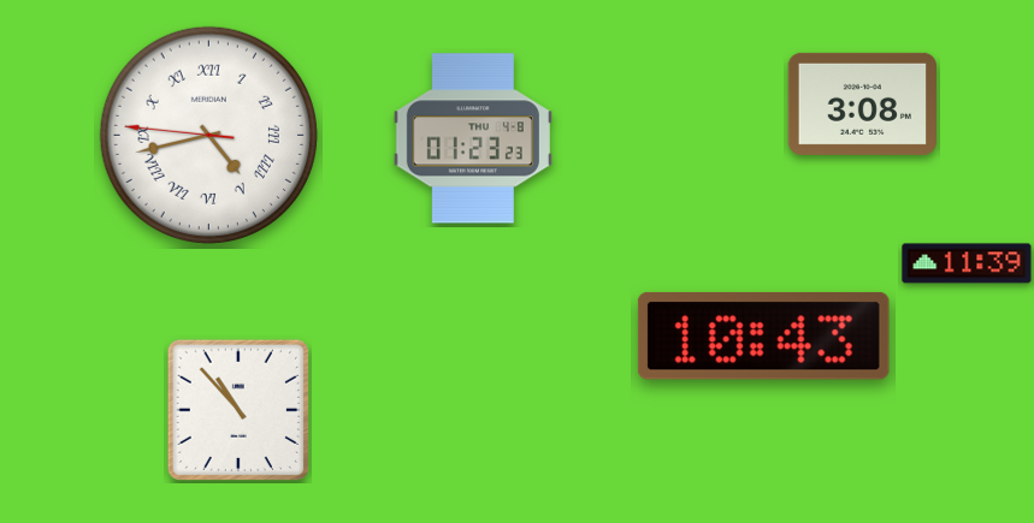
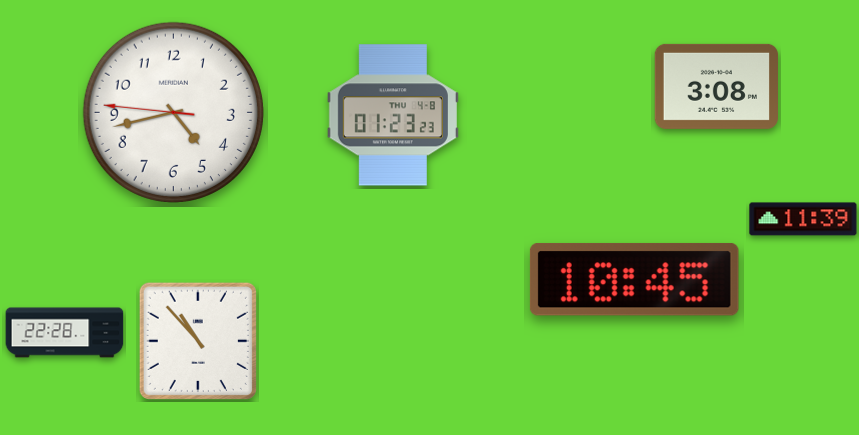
clock at (208, 135) numerals: Roman -> Arabic
clock at (763, 335): 10:43 -> 10:45
clock at (65, 333): none -> 22:28
